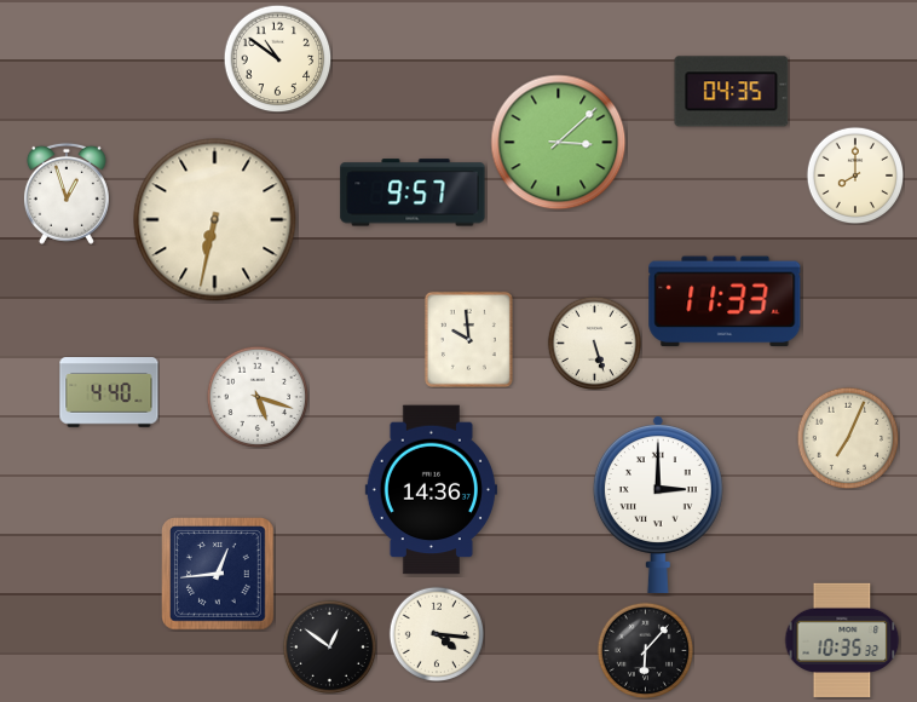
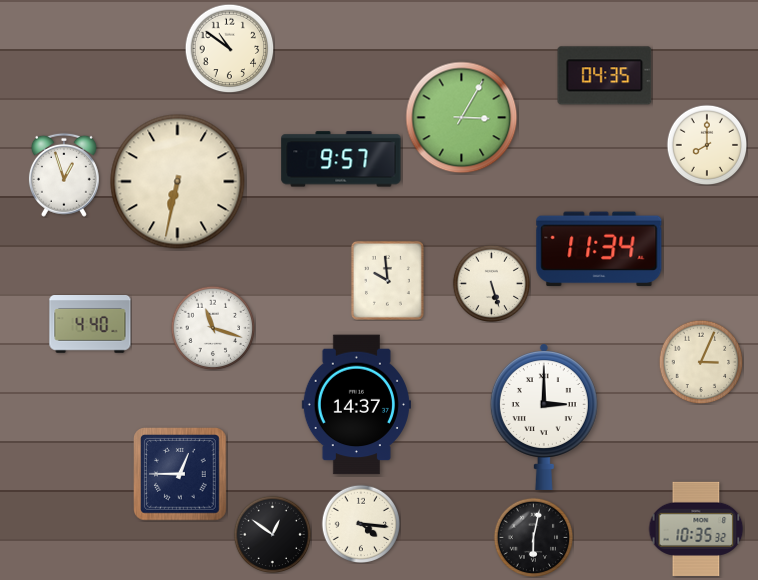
clock at (559, 143): 3:08 -> 3:05
clock at (67, 194) position: (67, 194) -> (64, 175)
clock at (725, 301): 11:33 -> 11:34
clock at (258, 397): 5:18 -> 11:18
clock at (848, 438): 7:04 -> 3:04
clock at (431, 490): 14:36 -> 14:37
clock at (219, 575): 12:44 -> 12:45
clock at (645, 650): 6:07 -> 6:02
